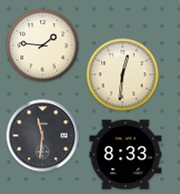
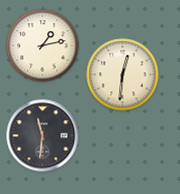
clock at (43, 46): 1:46 -> 1:13
clock at (126, 155): 8:33 -> none
